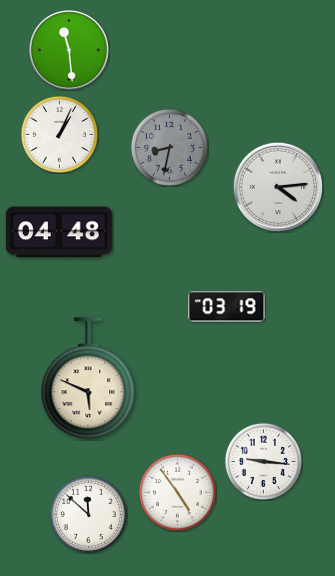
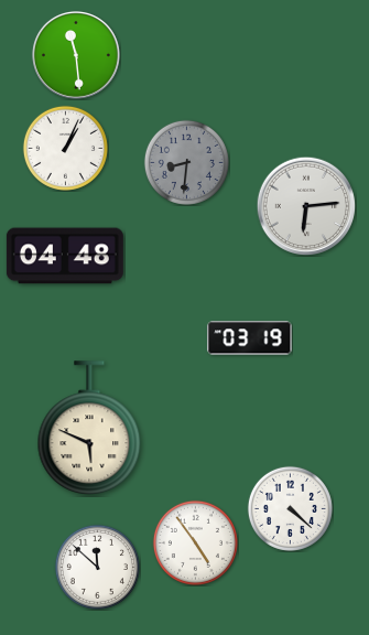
clock at (169, 147): 8:32 -> 8:31
clock at (278, 187): 4:14 -> 6:14
clock at (88, 378) position: (88, 378) -> (89, 428)
clock at (263, 461): 9:16 -> 4:22
